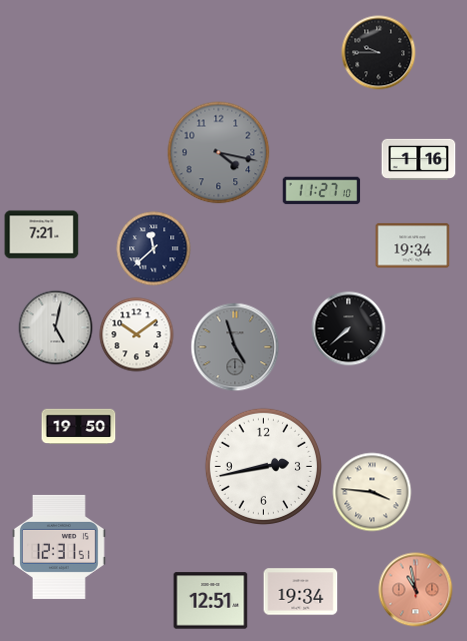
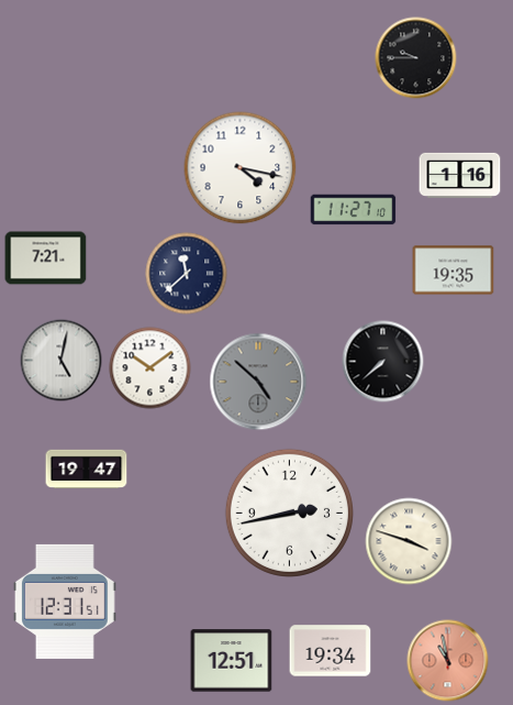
clock at (219, 153) dial: grey -> white
clock at (413, 246): 19:34 -> 19:35
clock at (154, 249) position: (154, 249) -> (187, 274)
clock at (235, 347): 4:57 -> 4:52
clock at (79, 427): 19:50 -> 19:47
clock at (372, 492): 3:46 -> 3:48
clock at (416, 590) position: (416, 590) -> (448, 661)
